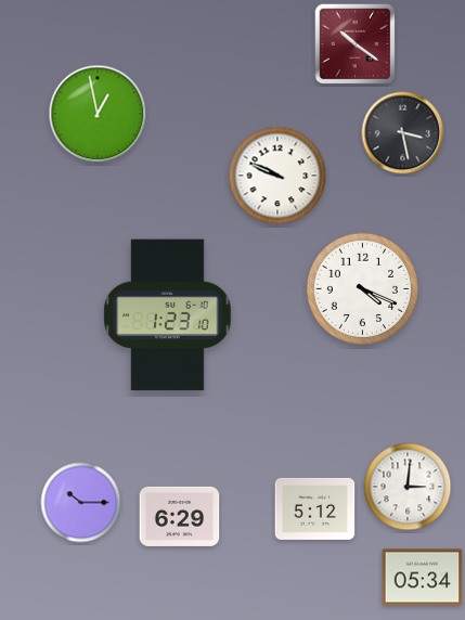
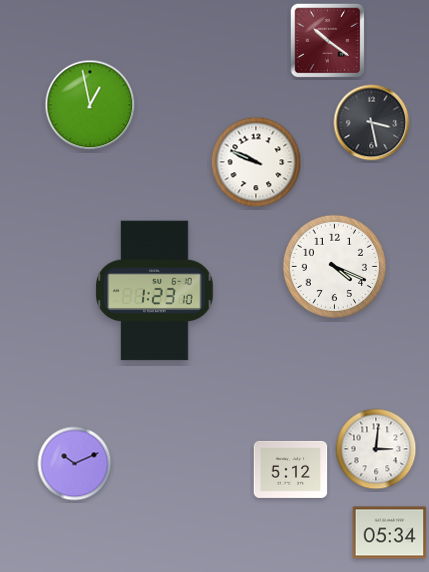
clock at (81, 503): 10:15 -> 10:11
clock at (180, 516): 6:29 -> none
